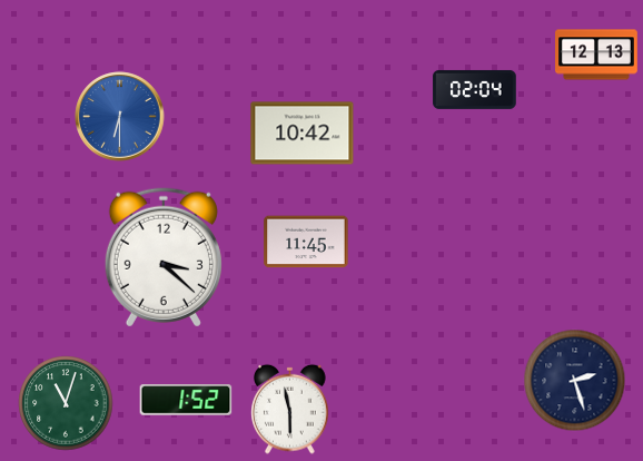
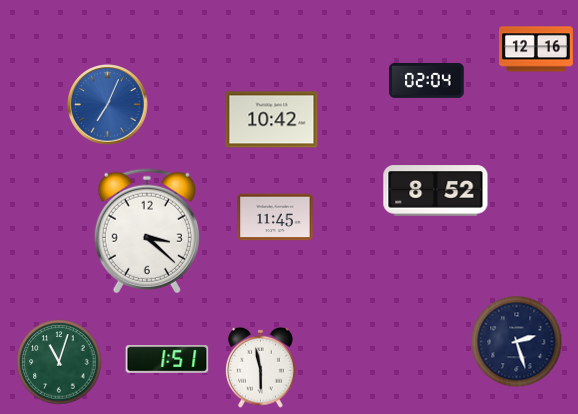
clock at (597, 55): 12:13 -> 12:16
clock at (120, 117): 6:30 -> 7:04
clock at (436, 191): none -> 8:52
clock at (186, 400): 1:52 -> 1:51
